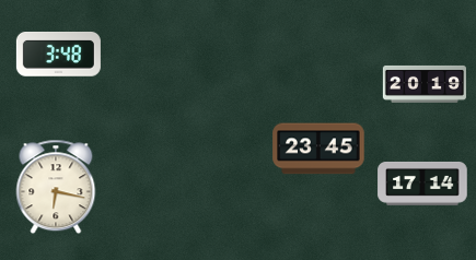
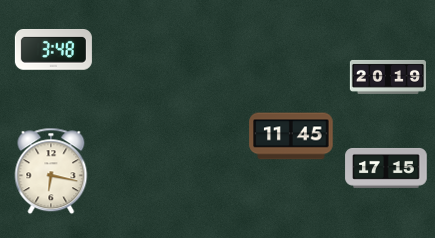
clock at (318, 149): 23:45 -> 11:45
clock at (422, 184): 17:14 -> 17:15
